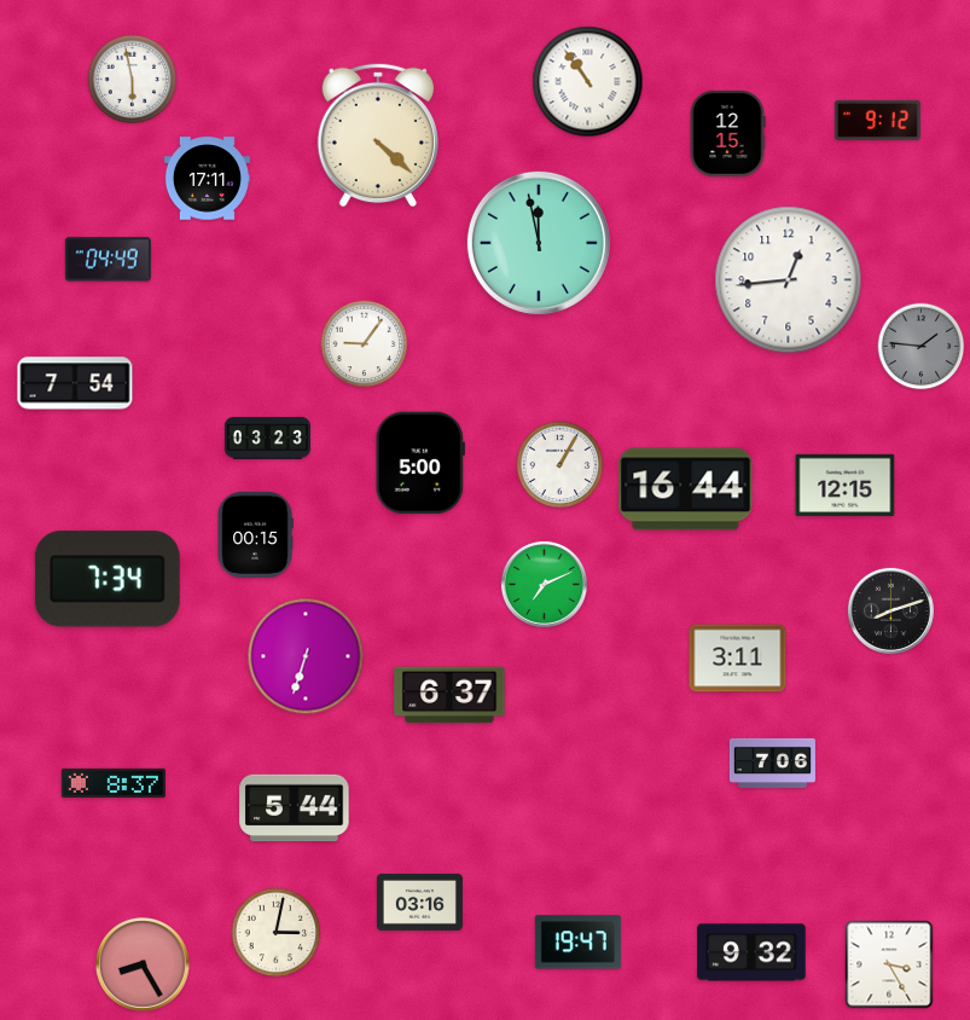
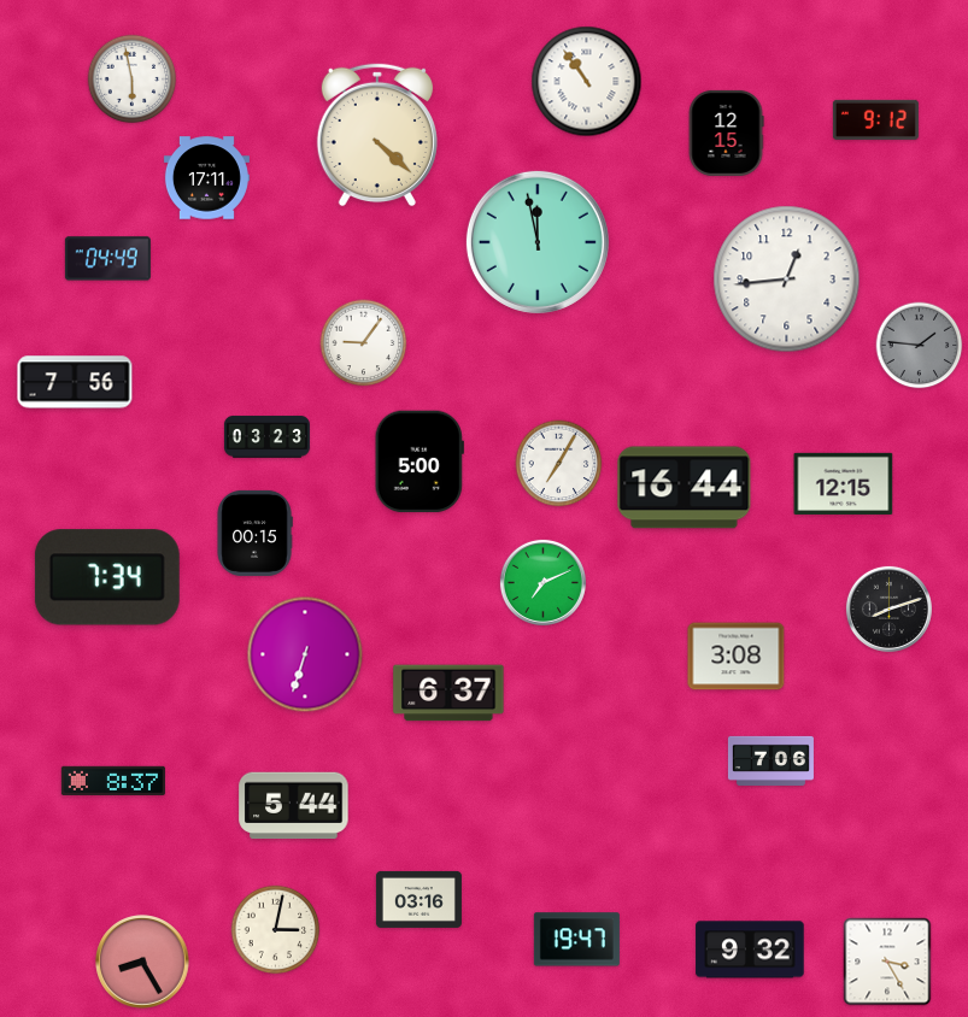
clock at (75, 383): 7:54 -> 7:56
clock at (560, 465): 1:05 -> 7:05
clock at (738, 659): 3:11 -> 3:08
